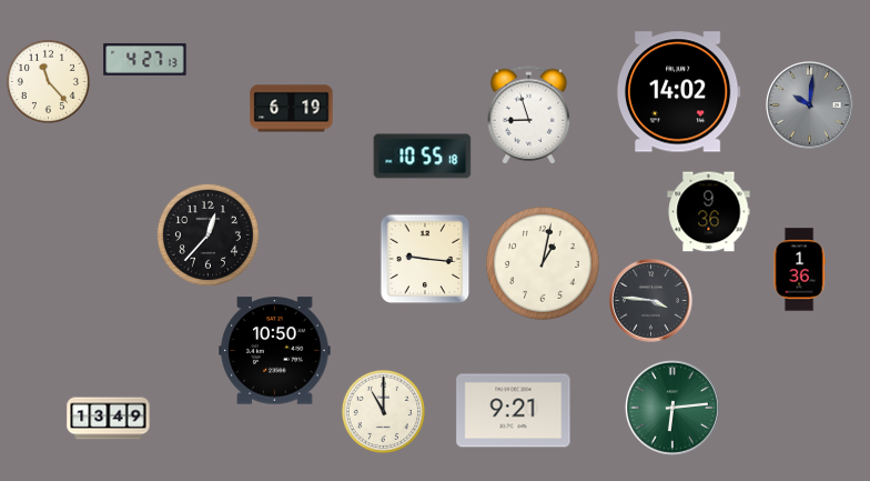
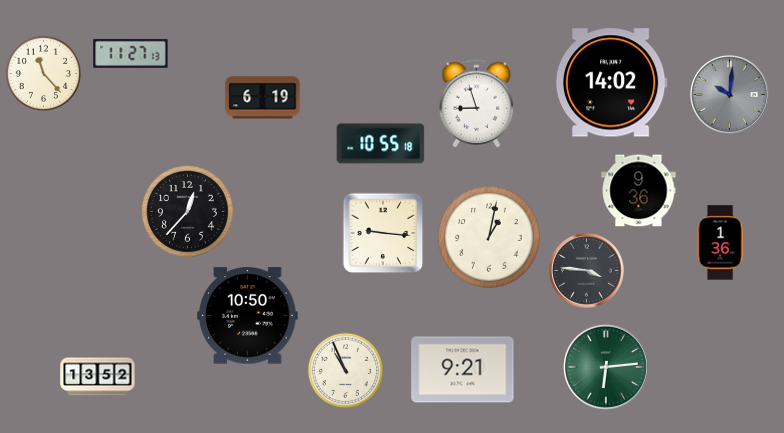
clock at (145, 59): 4:27 -> 11:27
clock at (423, 157) position: (423, 157) -> (381, 144)
clock at (383, 411): 11:00 -> 10:56
clock at (109, 419): 13:49 -> 13:52
